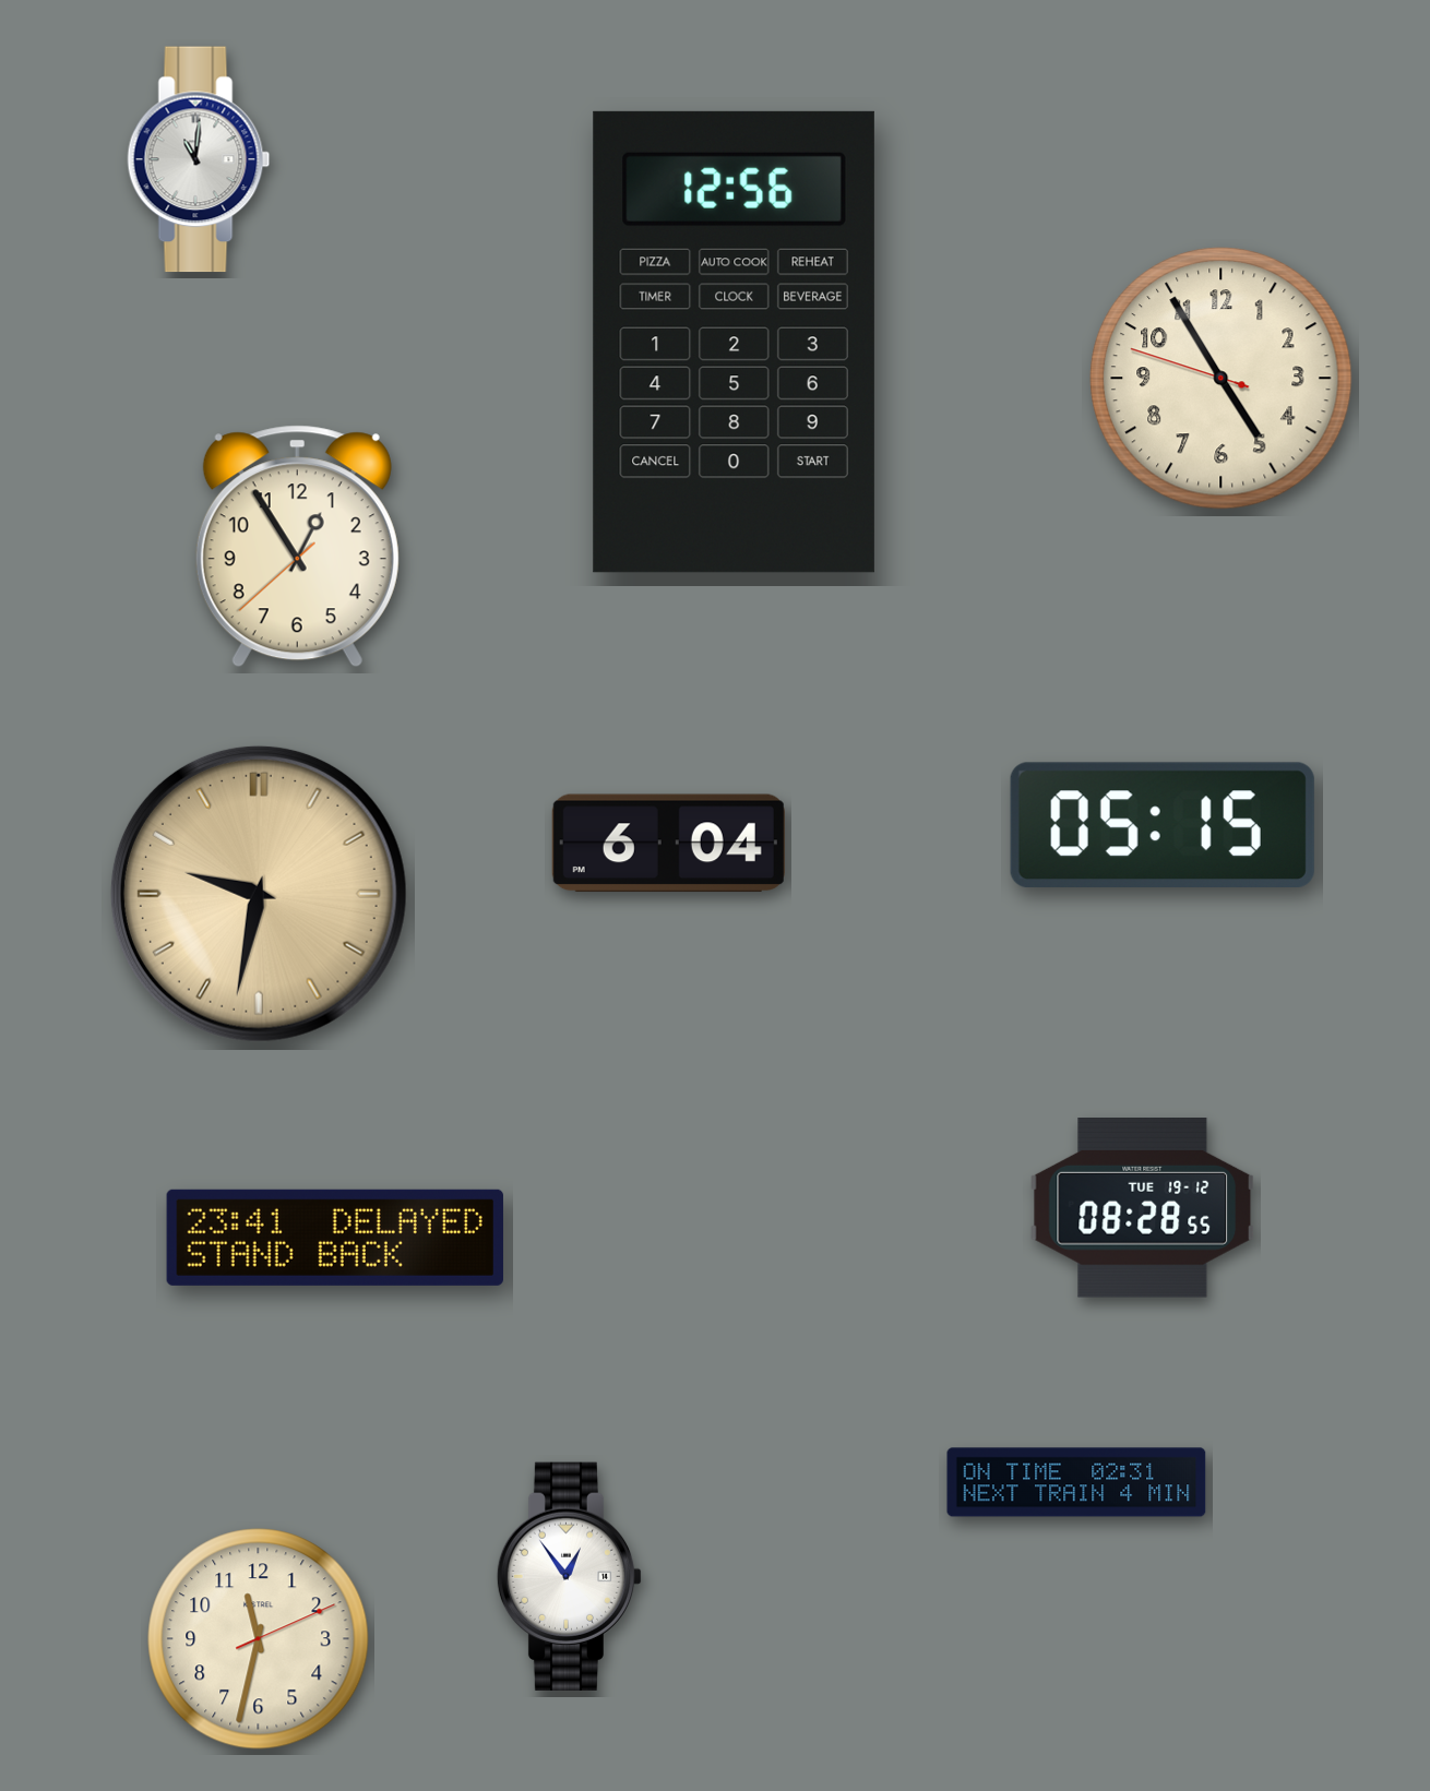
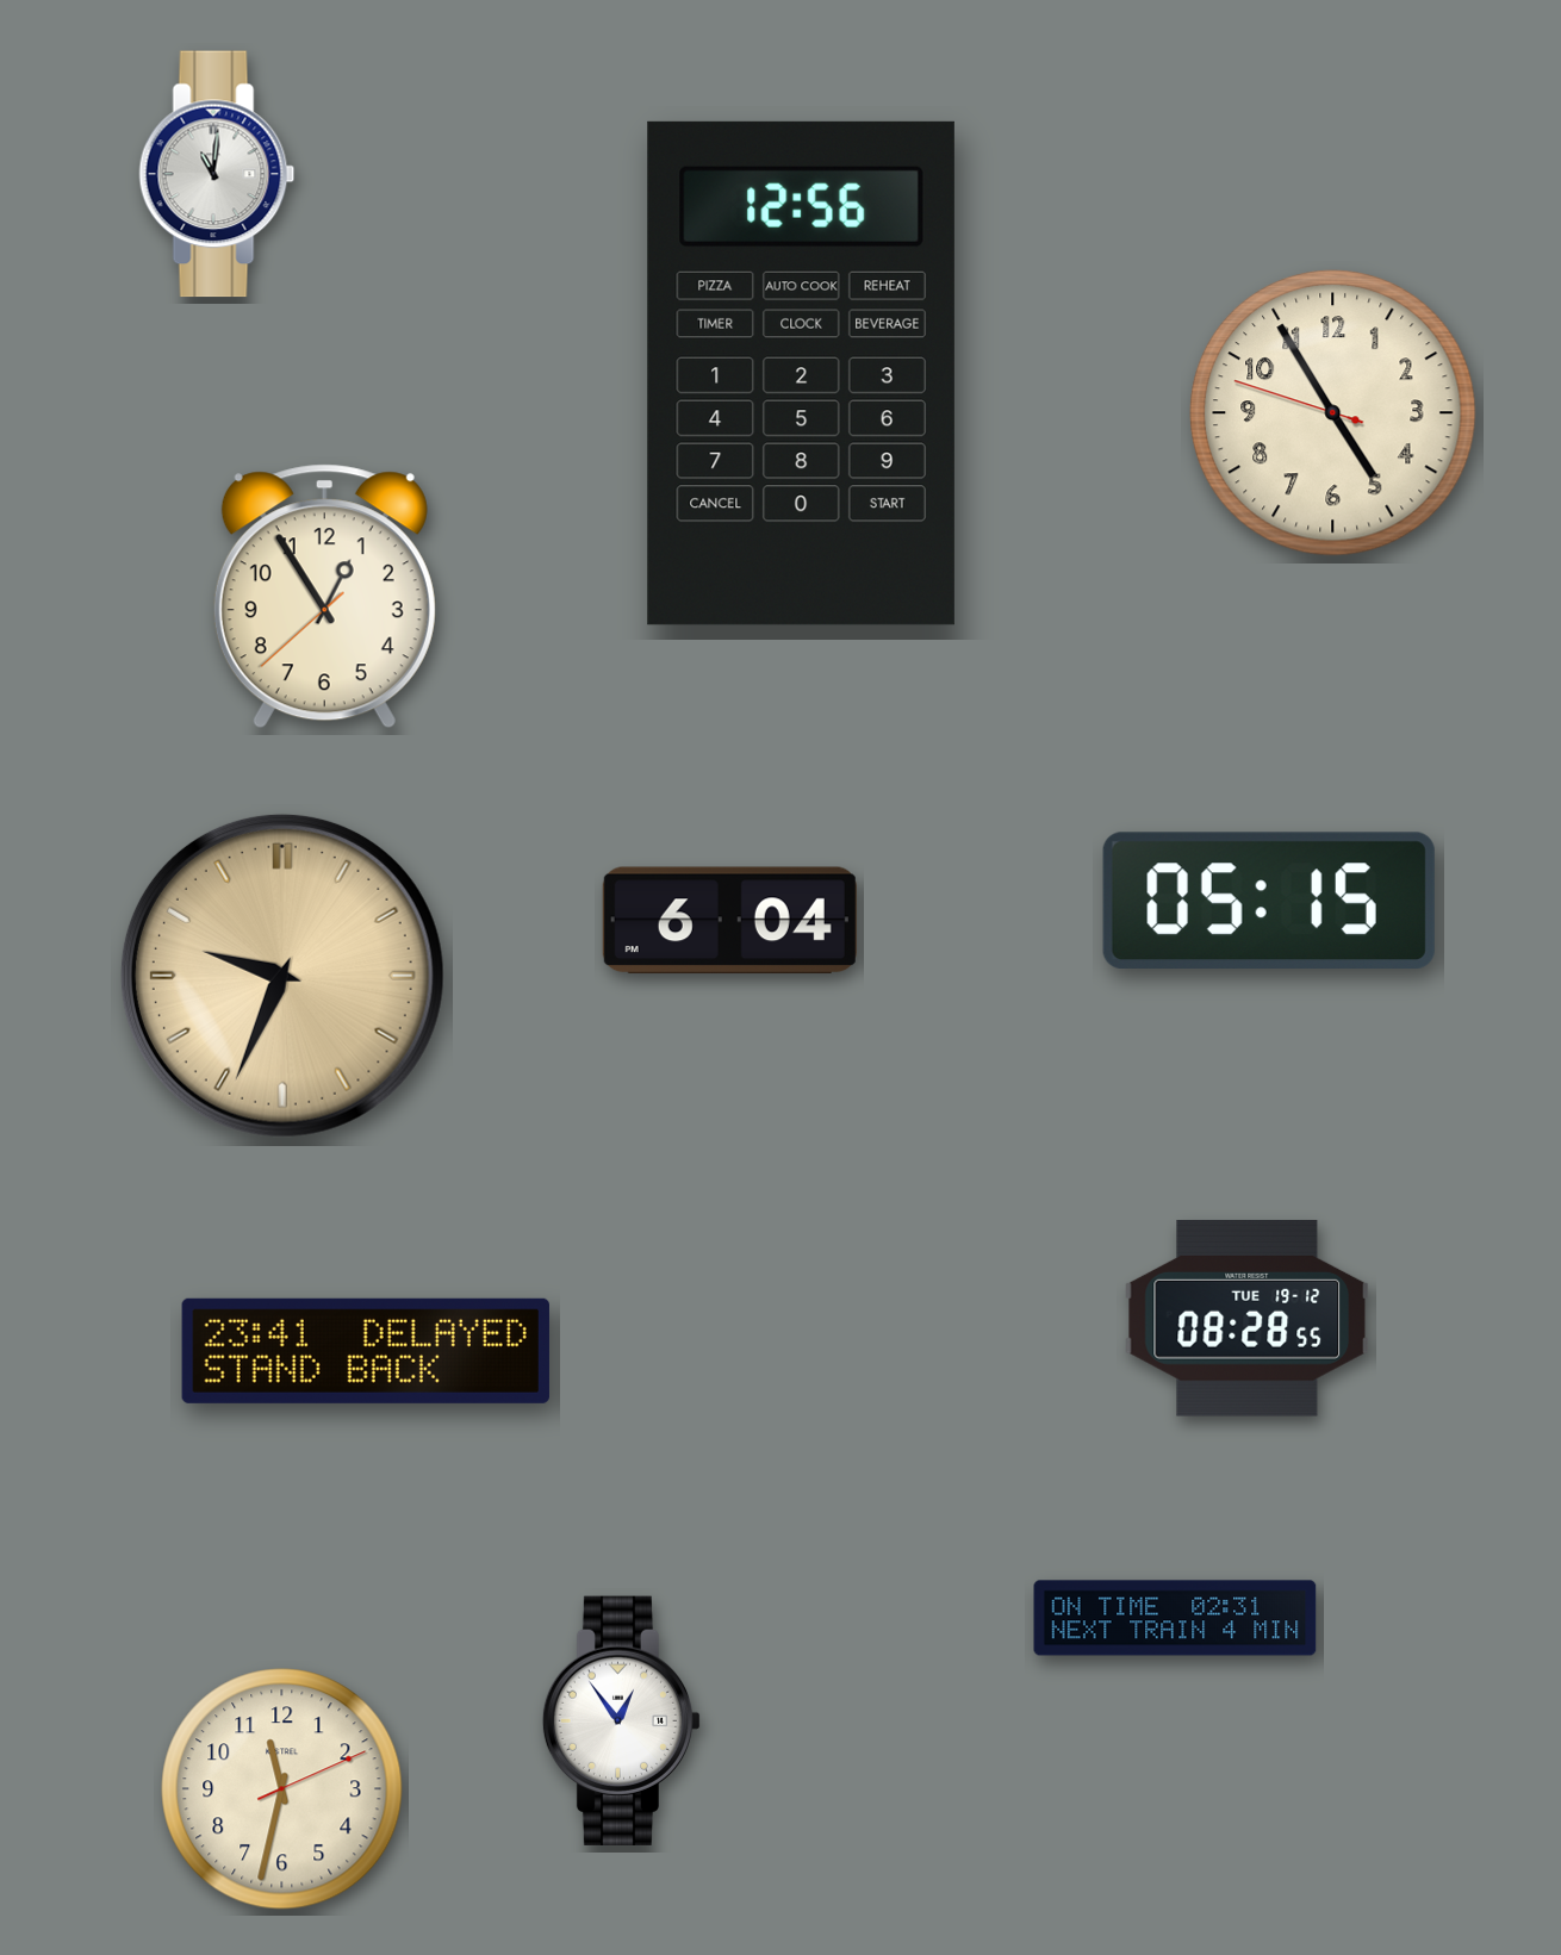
clock at (259, 894): 9:32 -> 9:34
